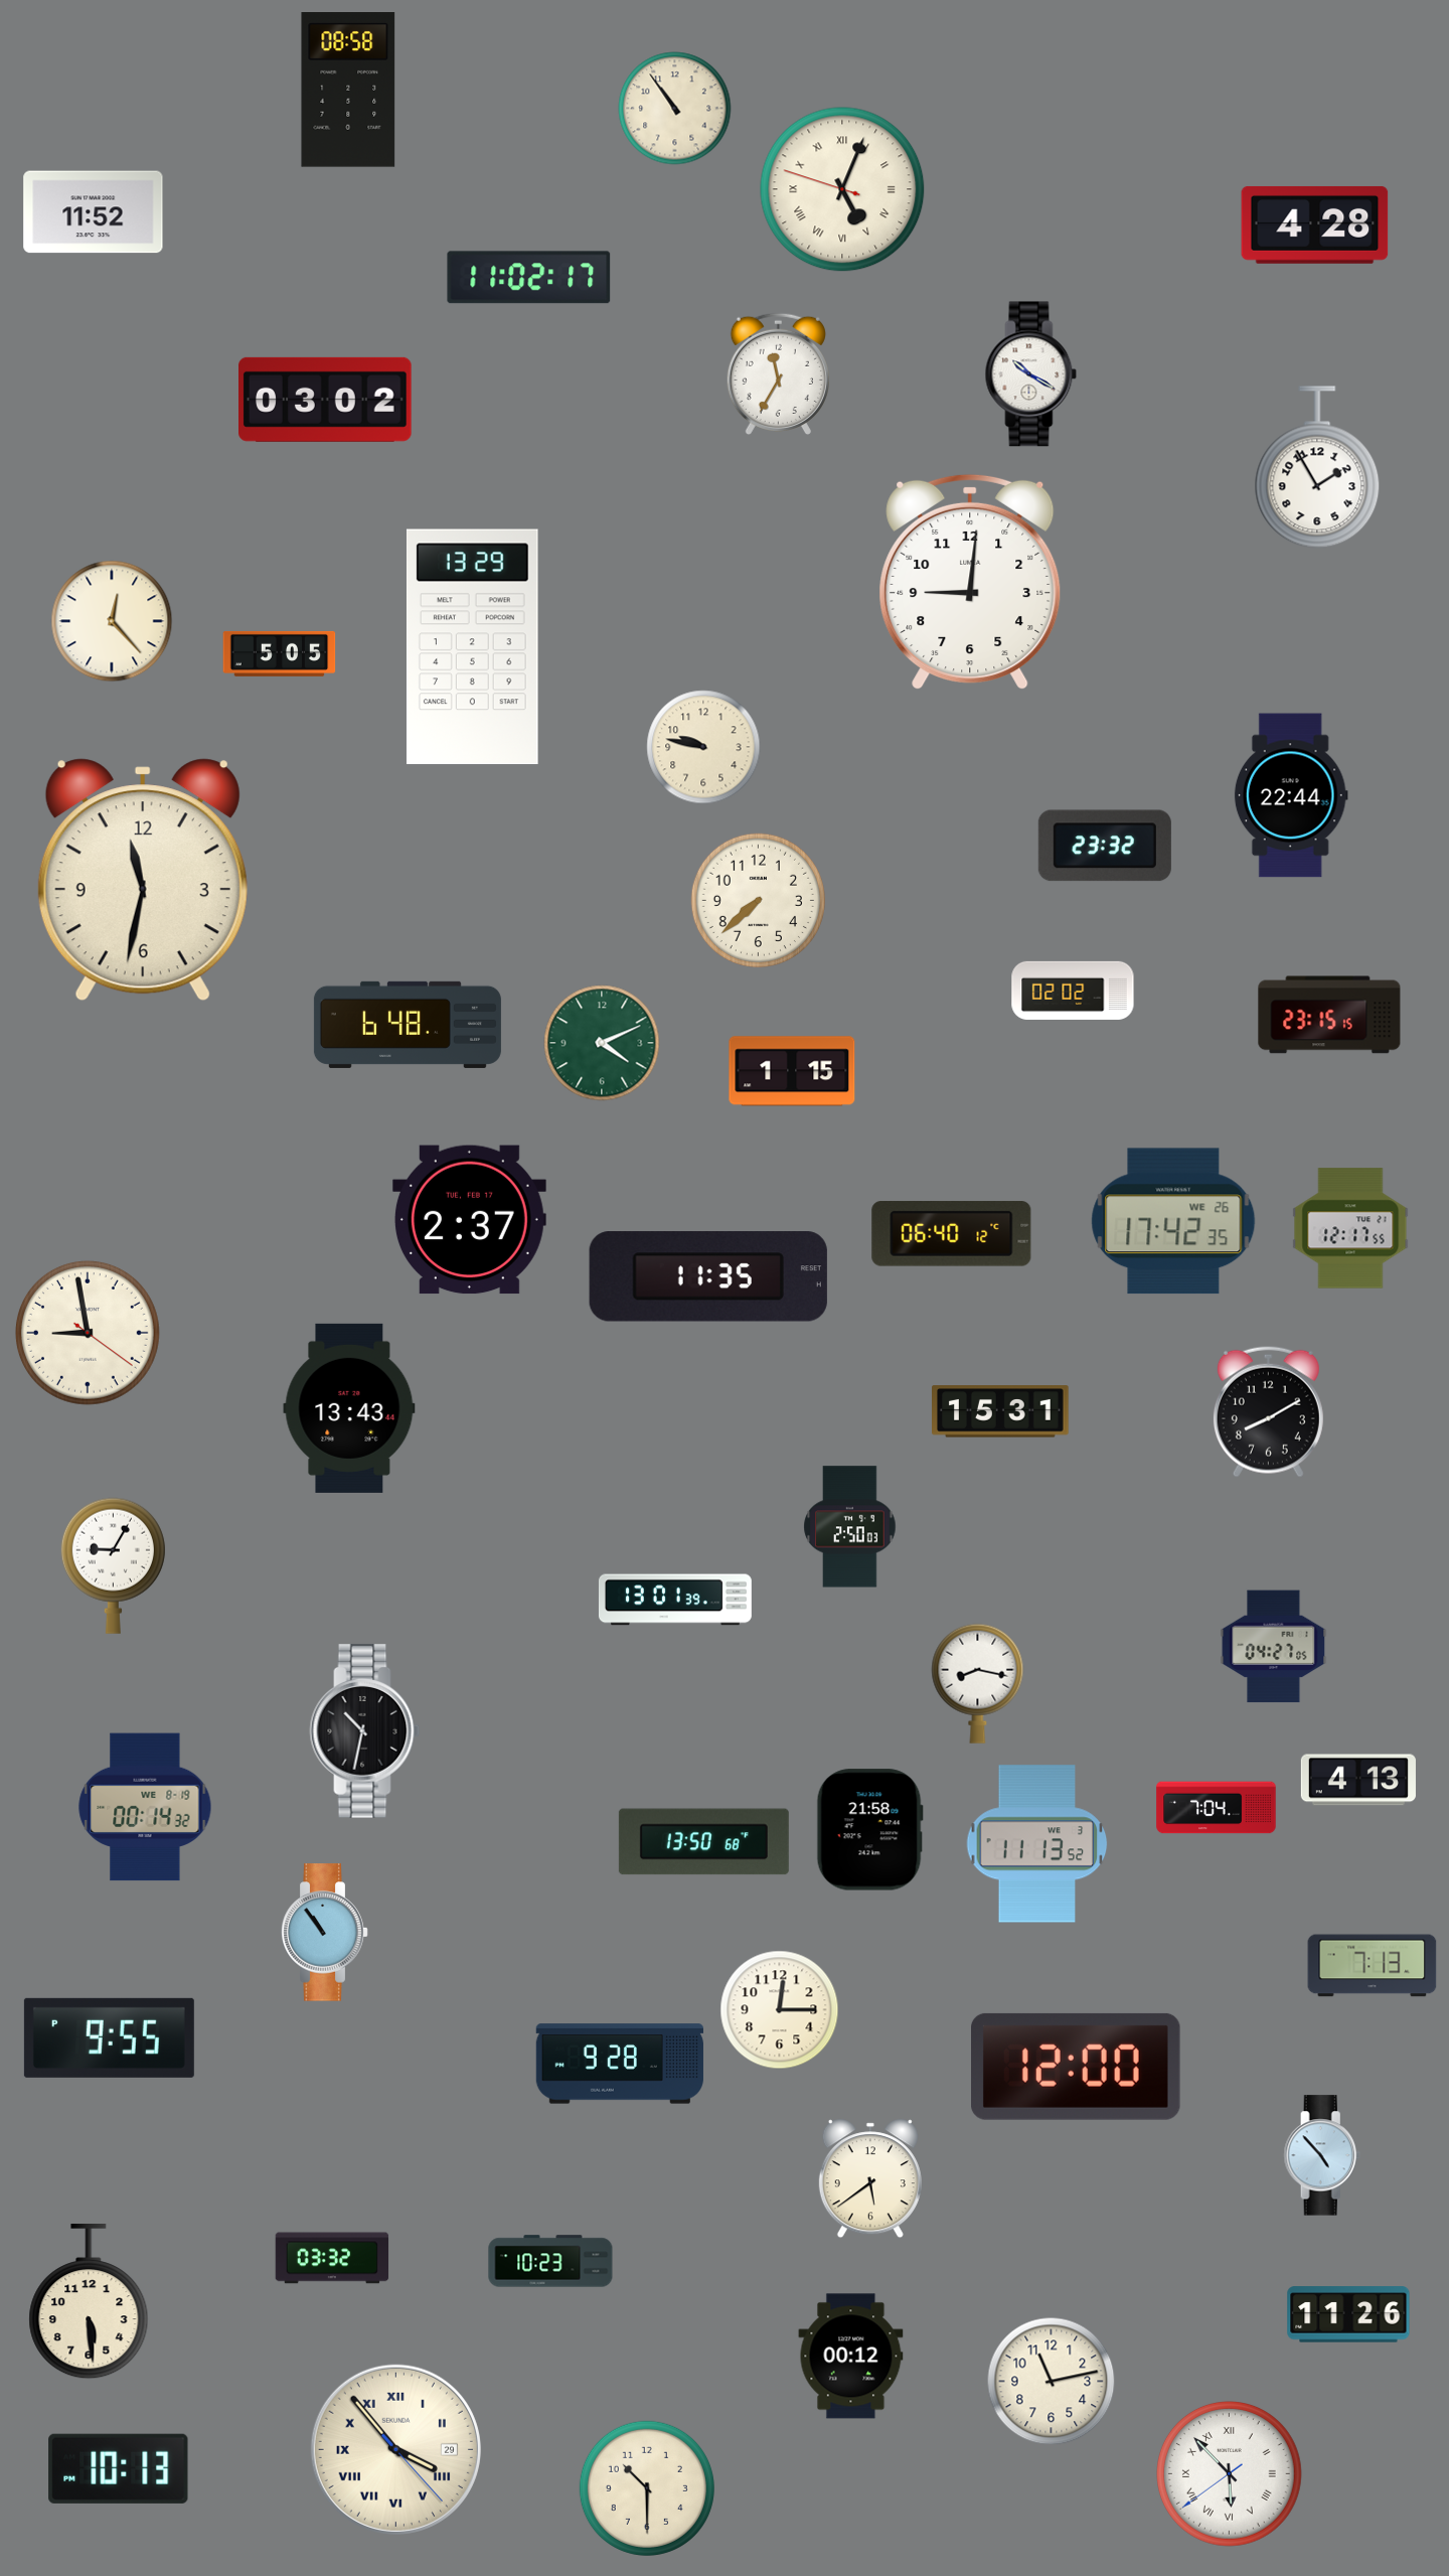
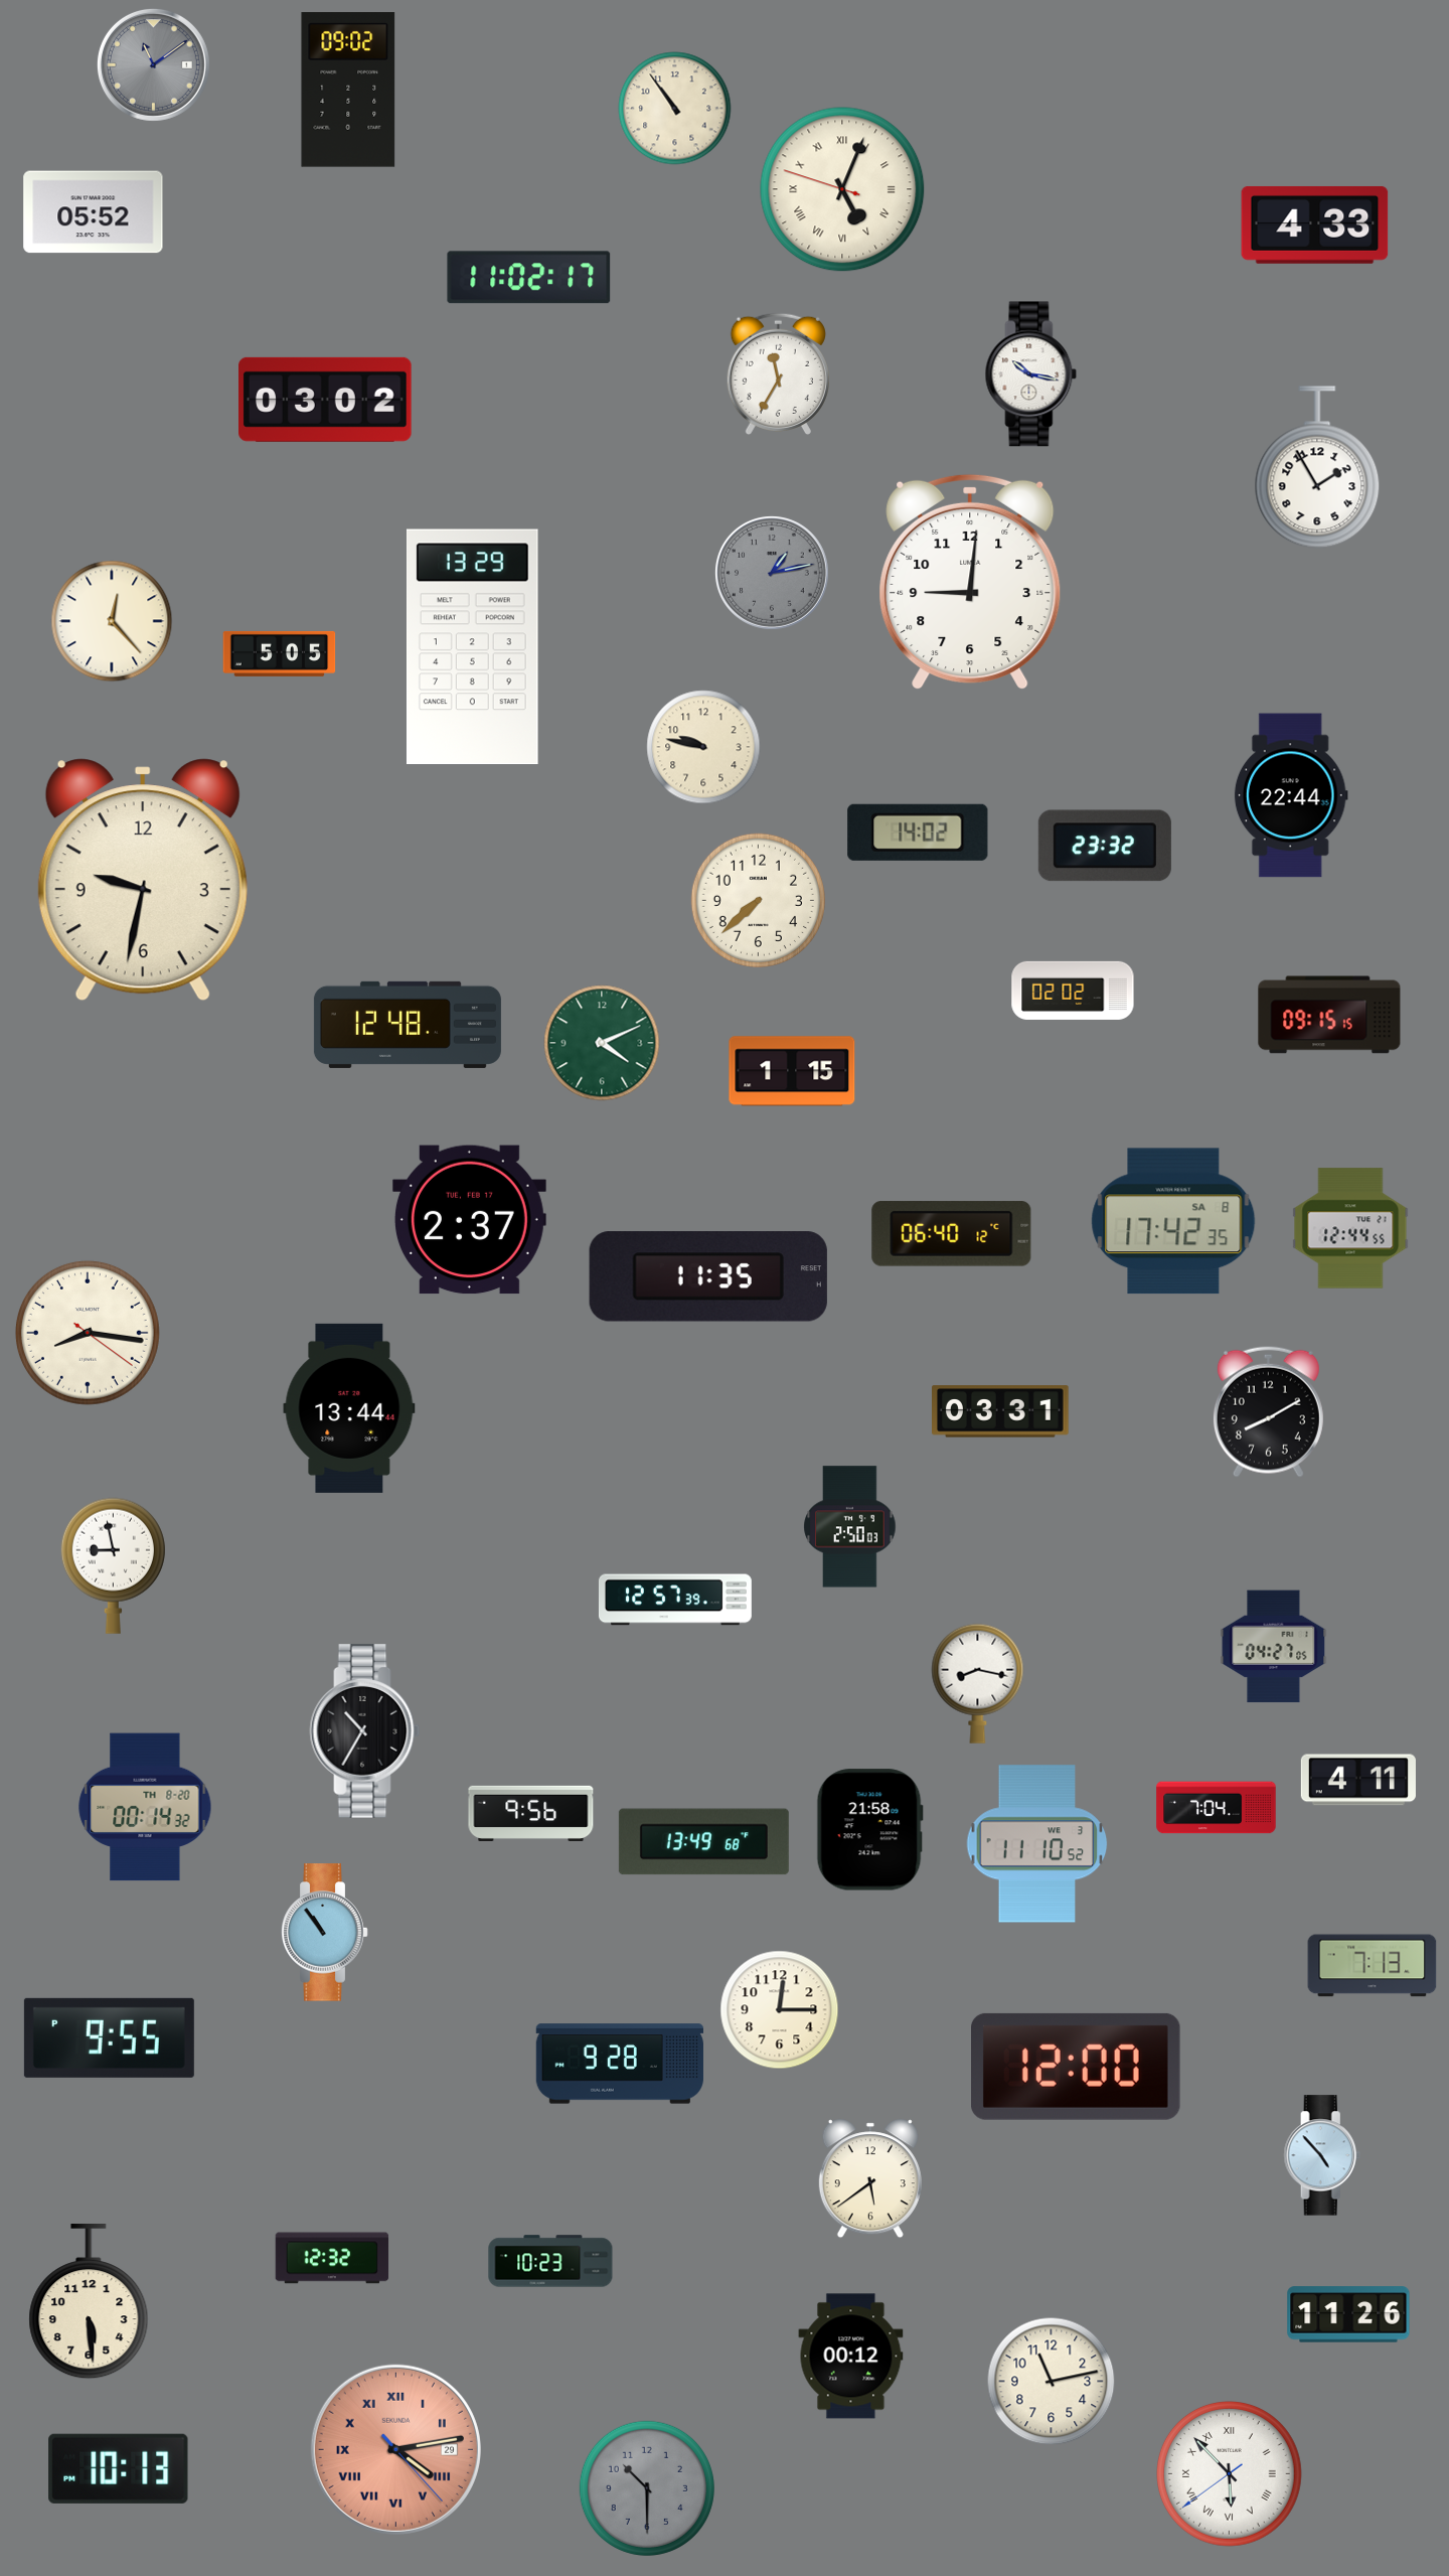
clock at (153, 64): none -> 11:09
clock at (348, 91): 08:58 -> 09:02
clock at (94, 212): 11:52 -> 05:52
clock at (1315, 224): 4:28 -> 4:33
clock at (1031, 374): 10:20 -> 10:17
clock at (772, 573): none -> 1:13
clock at (918, 832): none -> 14:02
clock at (143, 880): 11:32 -> 9:32
clock at (1329, 1015): 23:15 -> 09:15
clock at (408, 1025): 6:48 -> 12:48
clock at (1173, 1221) date: WE 26 -> SA 8
clock at (1350, 1228): 12:17 -> 12:44
clock at (88, 1333): 8:58 -> 8:16
clock at (349, 1408): 13:43 -> 13:44
clock at (1000, 1411): 15:31 -> 03:31
clock at (113, 1565): 9:05 -> 8:58
clock at (675, 1600): 13:01 -> 12:57
clock at (365, 1731): 10:32 -> 10:35
clock at (1358, 1780): 4:13 -> 4:11
clock at (145, 1807) date: WE 8-19 -> TH 8-20
clock at (531, 1813): none -> 9:56
clock at (703, 1842): 13:50 -> 13:49
clock at (1037, 1844): 11:13 -> 11:10
clock at (332, 2258): 03:32 -> 12:32
clock at (395, 2449): 3:53 -> 4:13
clock at (395, 2449) dial: cream -> salmon
clock at (647, 2488) dial: cream -> grey
